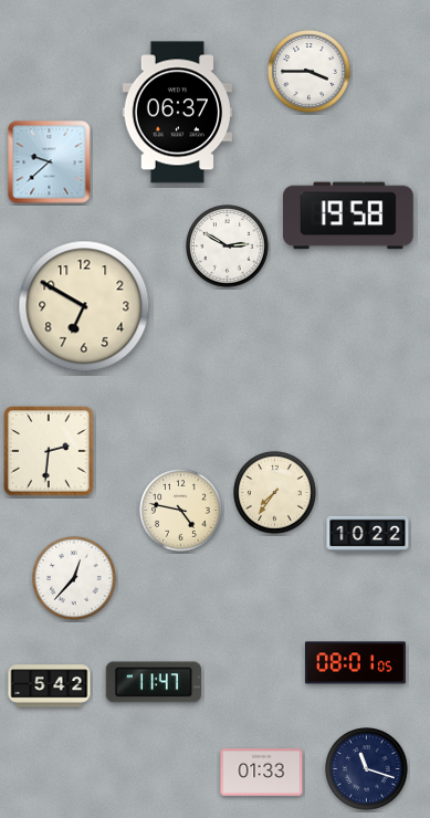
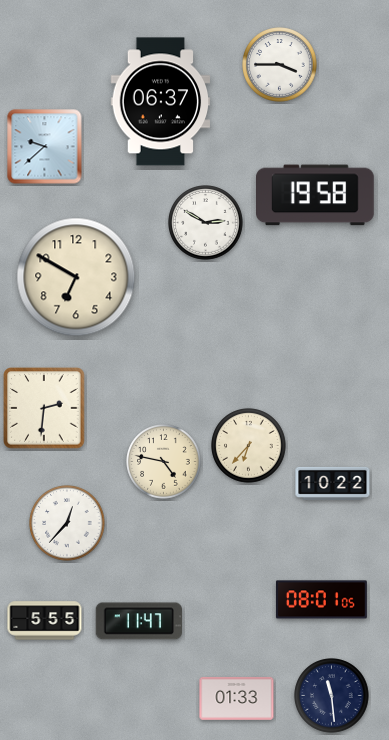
clock at (275, 493): 7:36 -> 6:37
clock at (154, 682) position: (154, 682) -> (139, 621)
clock at (50, 686): 5:42 -> 5:55
clock at (367, 769): 11:18 -> 11:29
